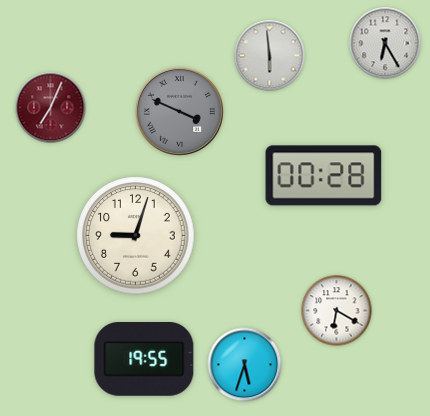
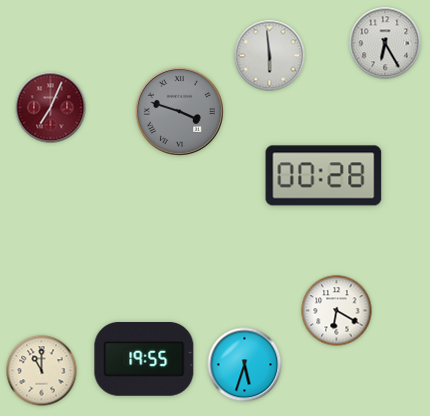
clock at (179, 111): 3:49 -> 3:48
clock at (136, 236): 9:03 -> none
clock at (42, 371): none -> 11:00
